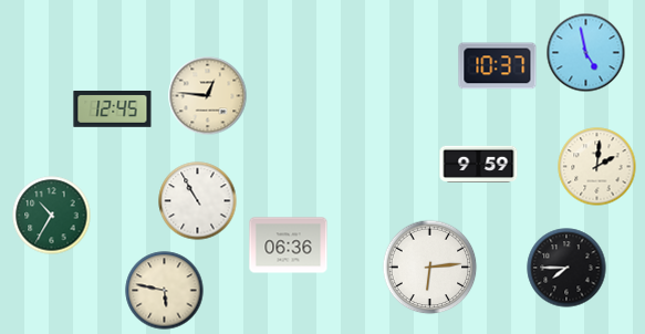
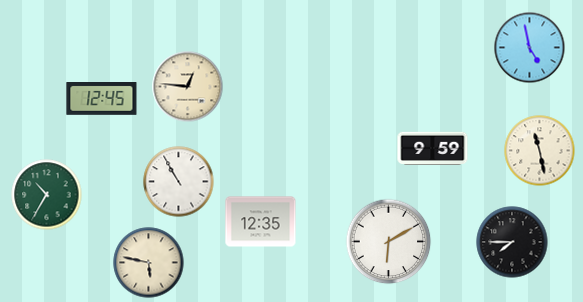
clock at (498, 66): 10:37 -> none
clock at (597, 167): 2:01 -> 11:28
clock at (289, 246): 06:36 -> 12:35
clock at (430, 268): 6:14 -> 6:10
